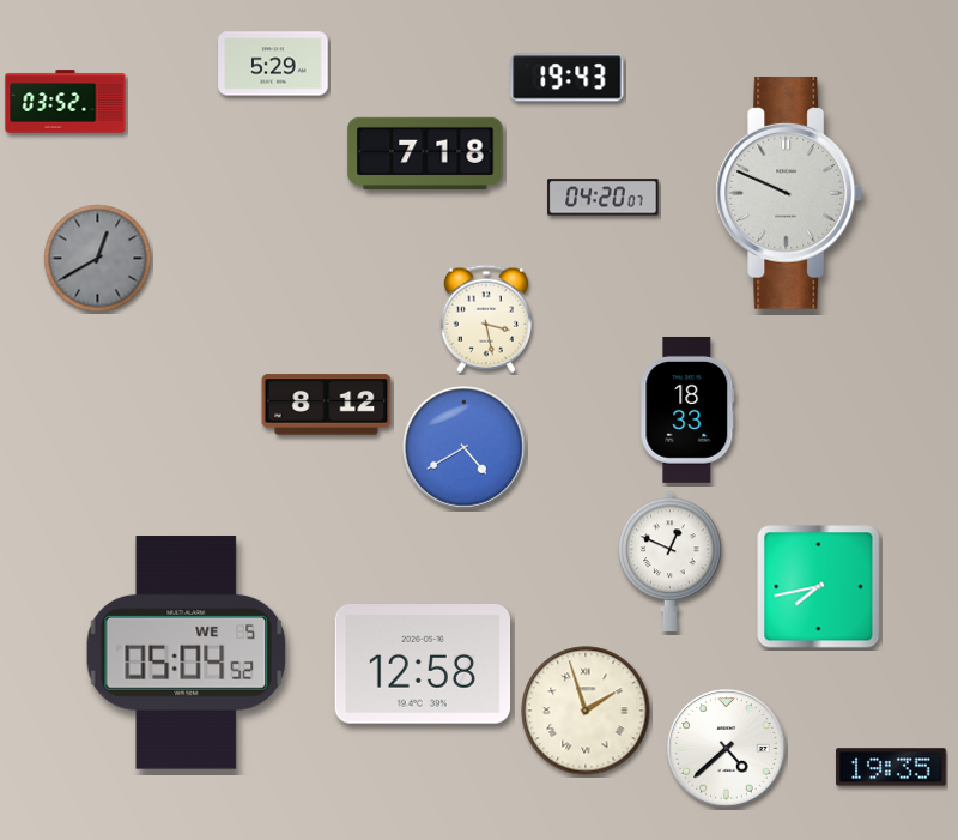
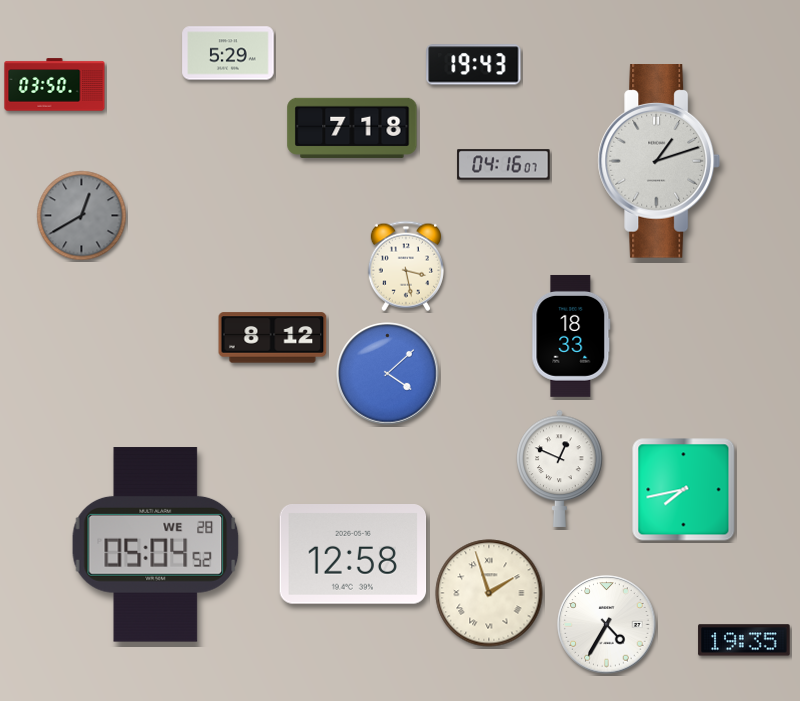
clock at (66, 102): 03:52 -> 03:50
clock at (425, 153) position: (425, 153) -> (352, 128)
clock at (789, 194): 9:49 -> 1:12
clock at (604, 198): 04:20 -> 04:16
clock at (687, 410) position: (687, 410) -> (571, 336)
clock at (465, 448): 4:40 -> 4:08
clock at (187, 653) date: WE 5 -> WE 28
clock at (727, 749): 4:38 -> 4:35
